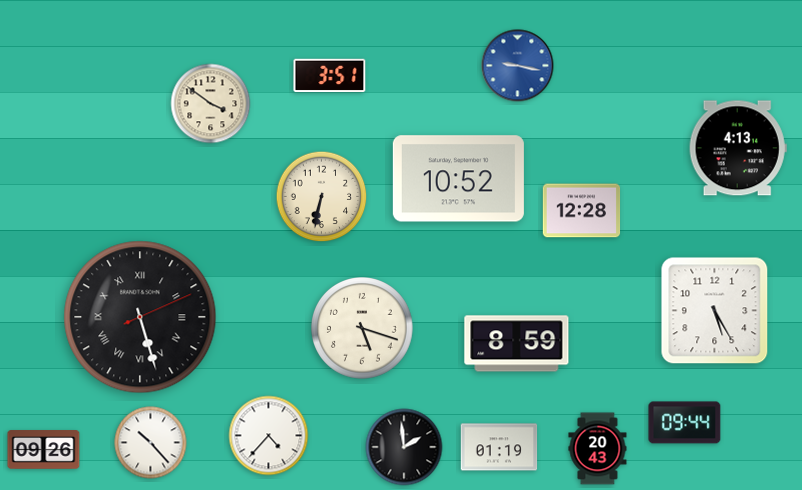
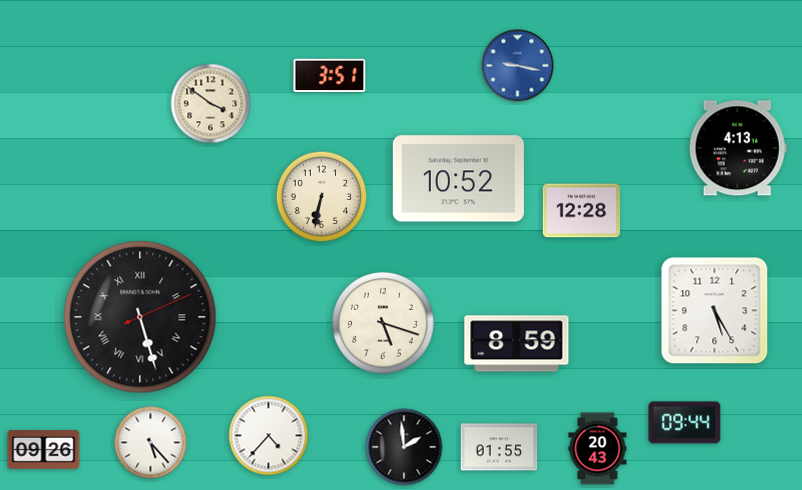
clock at (363, 329) position: (363, 329) -> (384, 324)
clock at (151, 443): 10:23 -> 5:23
clock at (499, 447): 01:19 -> 01:55
